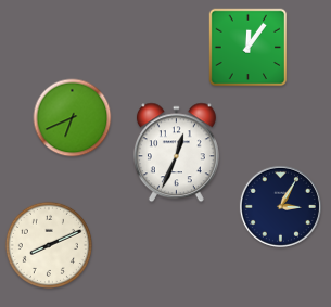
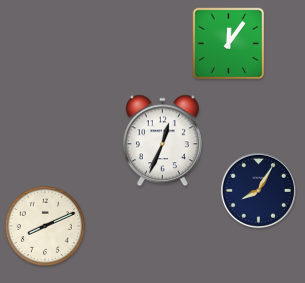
clock at (73, 118): 6:41 -> none
clock at (280, 206): 3:05 -> 8:05
